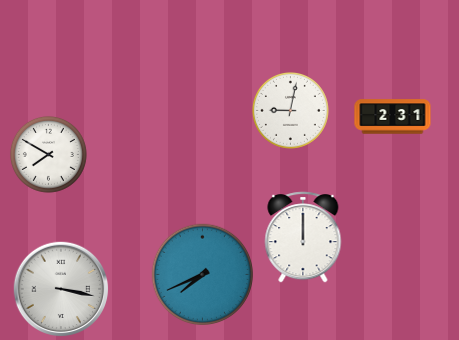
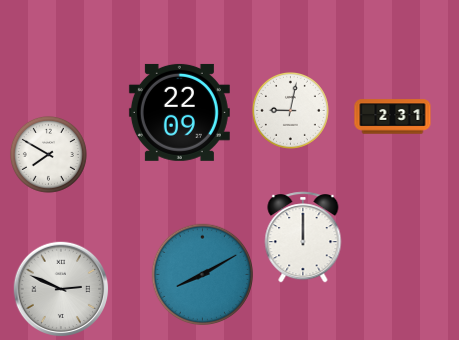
clock at (179, 112): none -> 22:09
clock at (202, 274): 7:41 -> 8:10
clock at (61, 289): 3:17 -> 2:49
